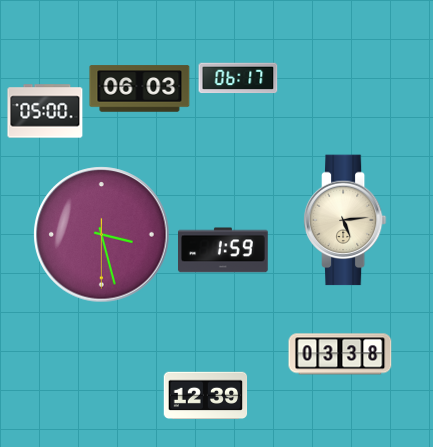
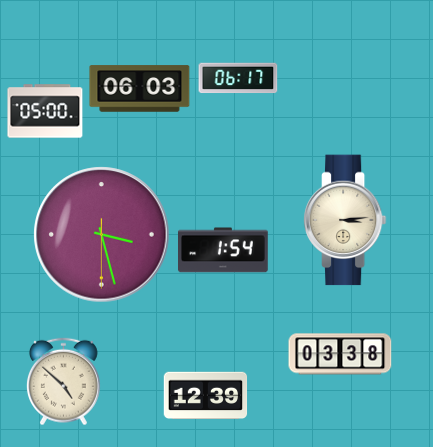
clock at (345, 220): 5:14 -> 3:14
clock at (223, 250): 1:59 -> 1:54
clock at (63, 382): none -> 4:52
